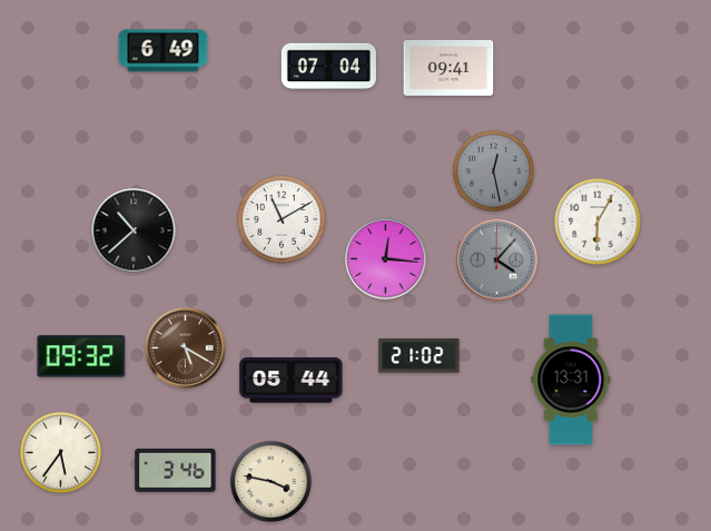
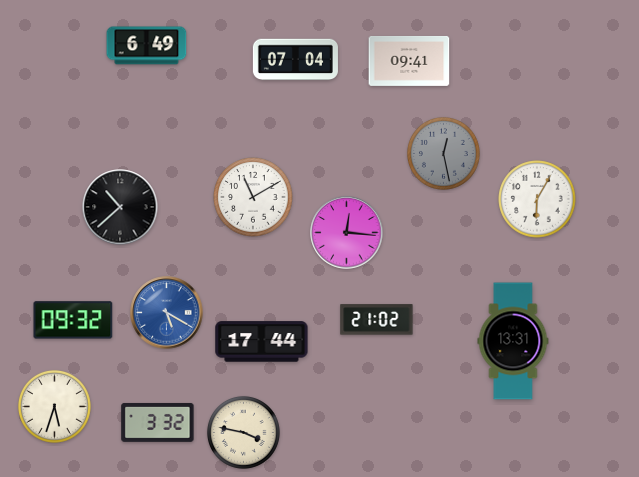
clock at (448, 68) position: (448, 68) -> (409, 61)
clock at (497, 260): 4:07 -> none
clock at (186, 348) dial: brown -> blue
clock at (292, 381): 05:44 -> 17:44
clock at (60, 452): 5:36 -> 5:33
clock at (176, 470): 3:46 -> 3:32
